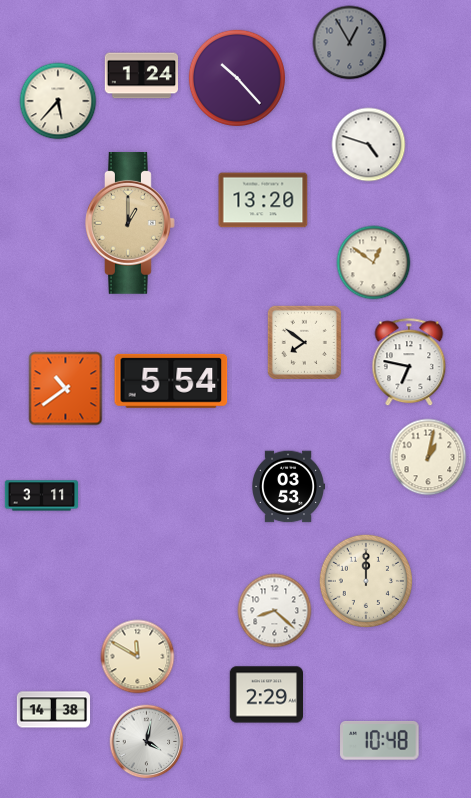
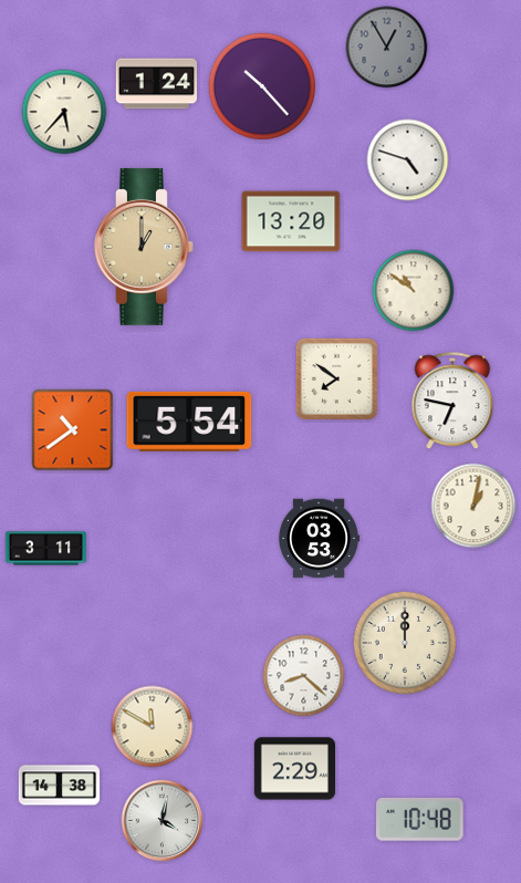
clock at (374, 263): 12:51 -> 10:51
